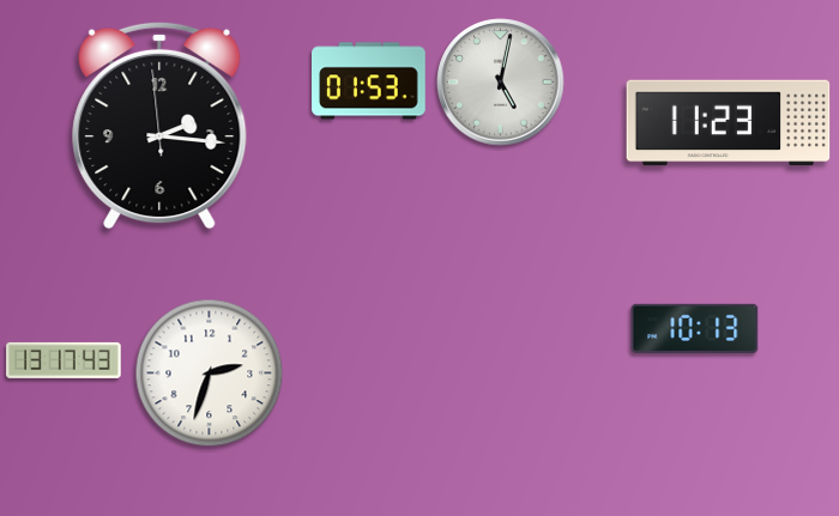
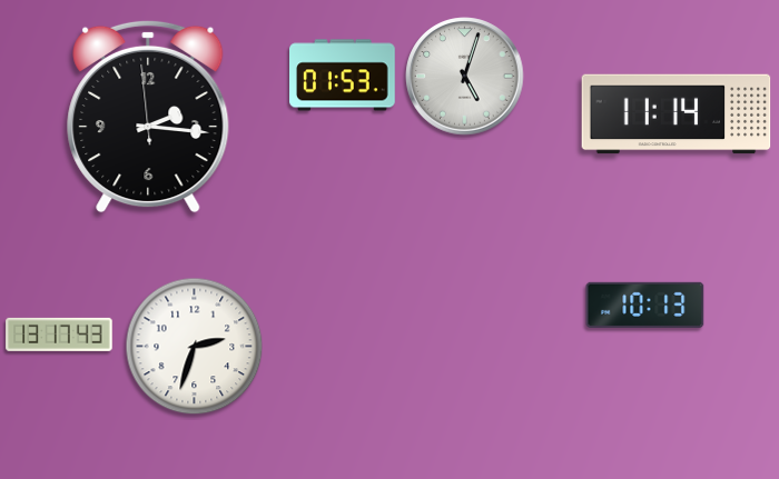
clock at (501, 83): 5:02 -> 5:03
clock at (729, 123): 11:23 -> 11:14
